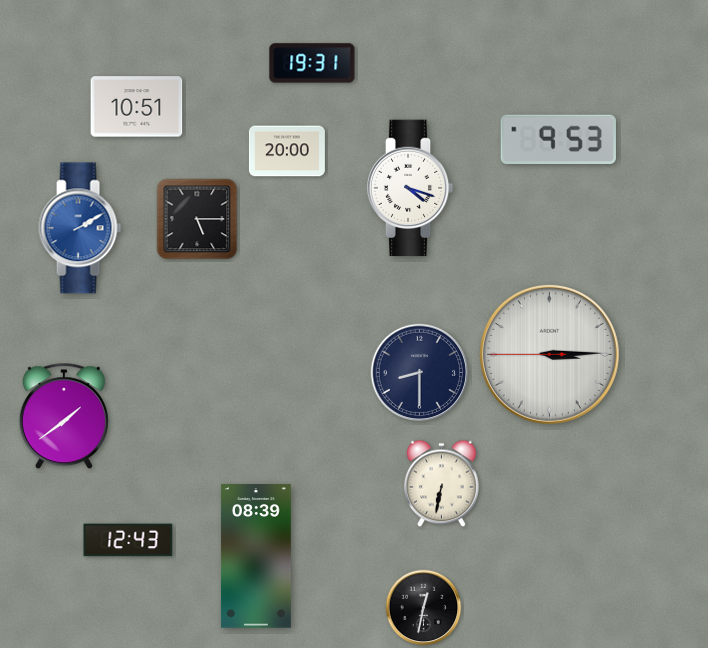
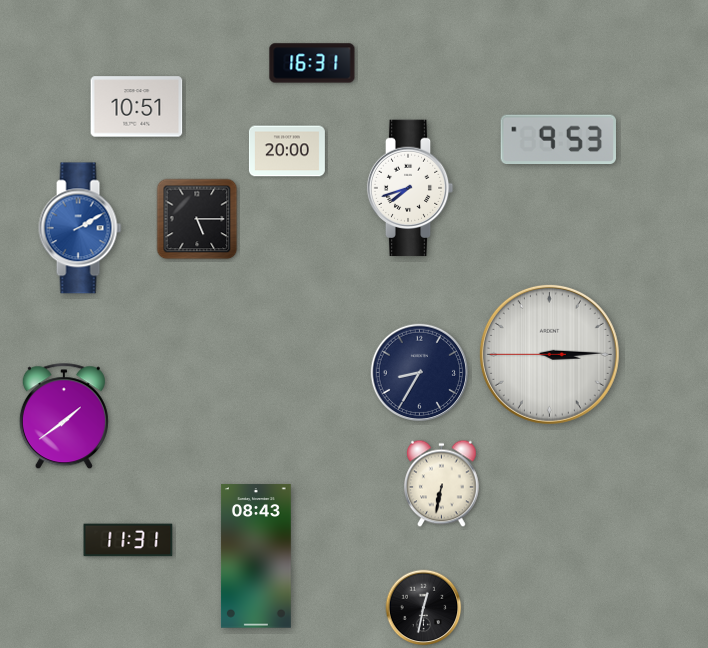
clock at (312, 63): 19:31 -> 16:31
clock at (410, 188): 4:18 -> 7:42
clock at (419, 372): 8:30 -> 8:35
clock at (128, 540): 12:43 -> 11:31
clock at (256, 556): 08:39 -> 08:43
